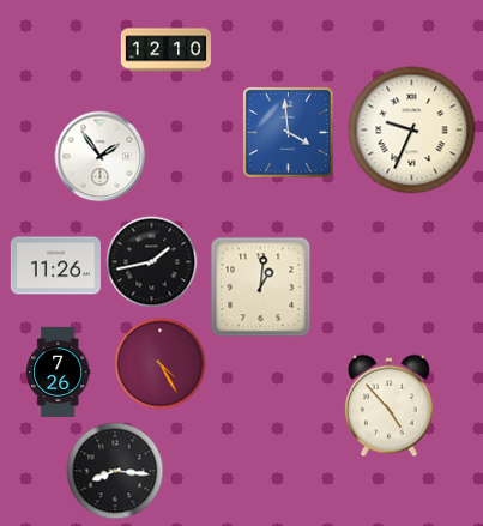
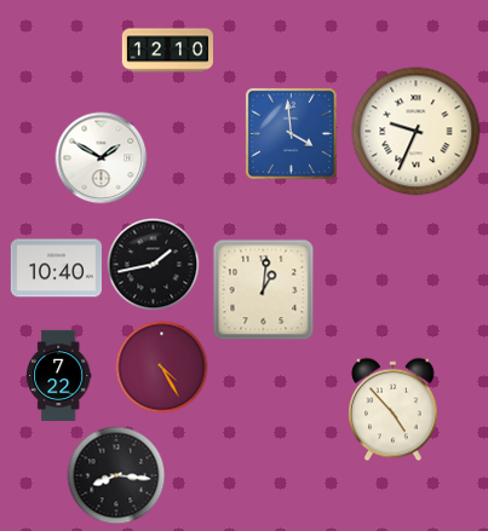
clock at (101, 157): 1:54 -> 1:50
clock at (55, 266): 11:26 -> 10:40
clock at (59, 373): 7:26 -> 7:22
